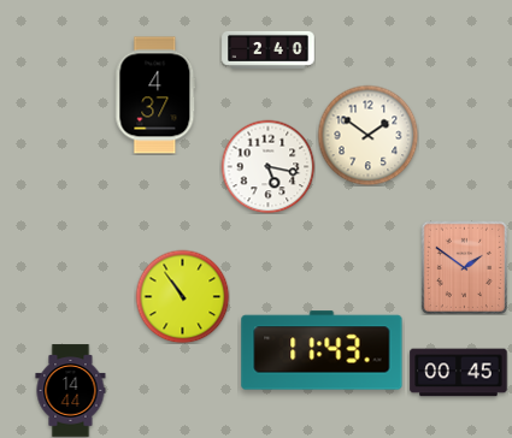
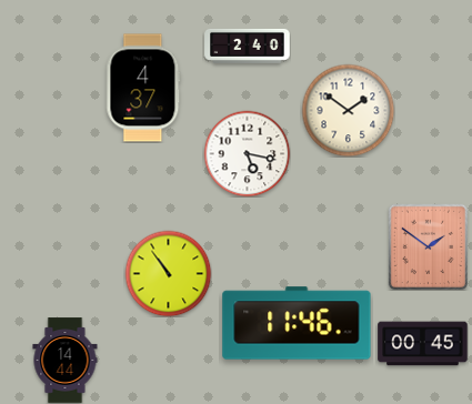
clock at (367, 135) position: (367, 135) -> (348, 110)
clock at (322, 350): 11:43 -> 11:46
